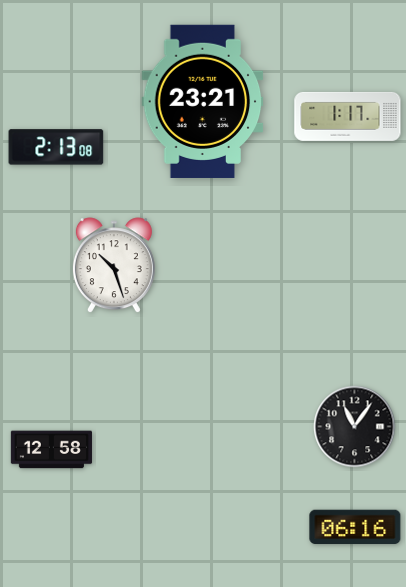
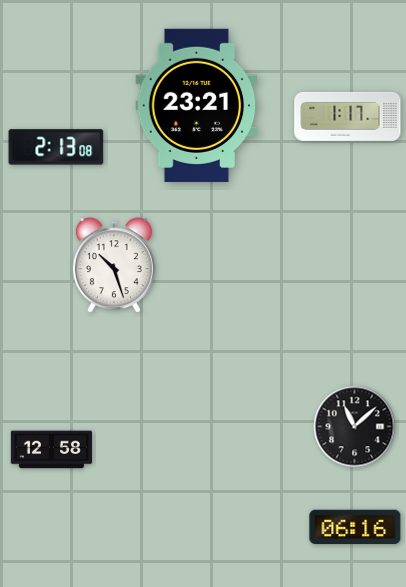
clock at (203, 101) position: (203, 101) -> (197, 105)
clock at (355, 427): 11:06 -> 11:08
